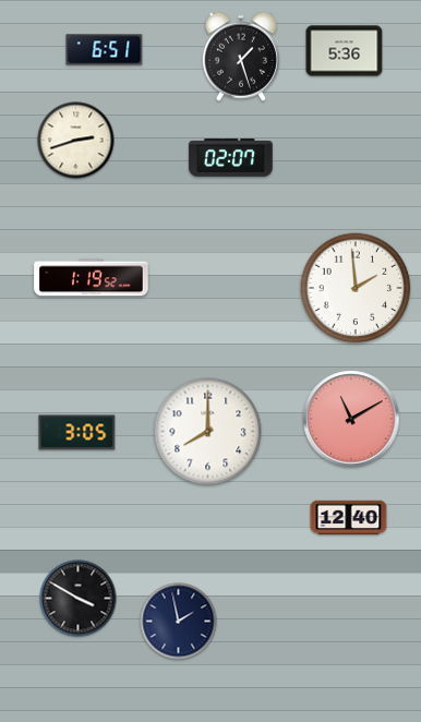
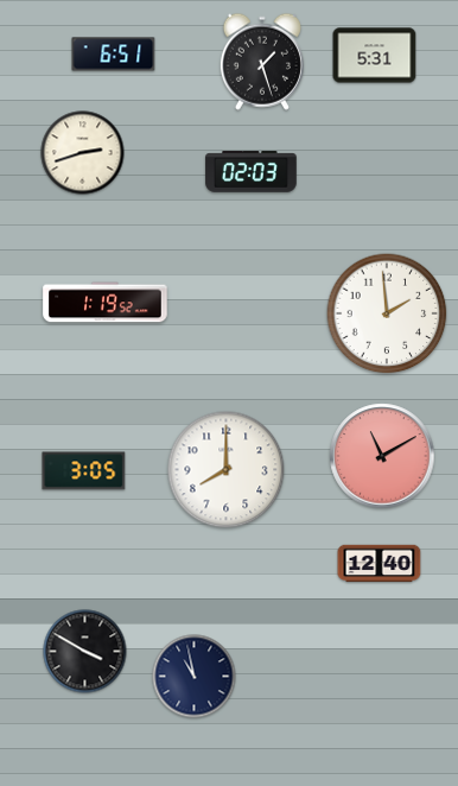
clock at (345, 51): 5:36 -> 5:31
clock at (231, 158): 02:07 -> 02:03
clock at (92, 278) position: (92, 278) -> (106, 303)
clock at (179, 622): 1:58 -> 10:58
